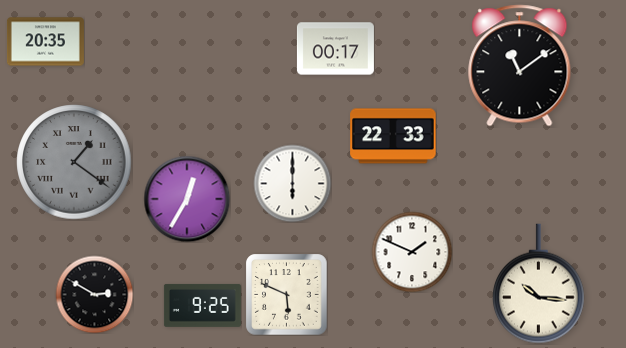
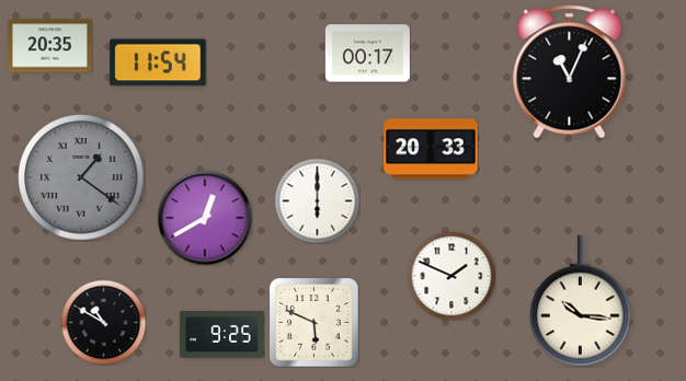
clock at (158, 62): none -> 11:54
clock at (520, 66): 11:09 -> 11:04
clock at (393, 136): 22:33 -> 20:33
clock at (292, 183) position: (292, 183) -> (317, 200)
clock at (187, 199): 12:35 -> 12:40
clock at (538, 284) position: (538, 284) -> (580, 301)
clock at (94, 294): 2:50 -> 10:50
